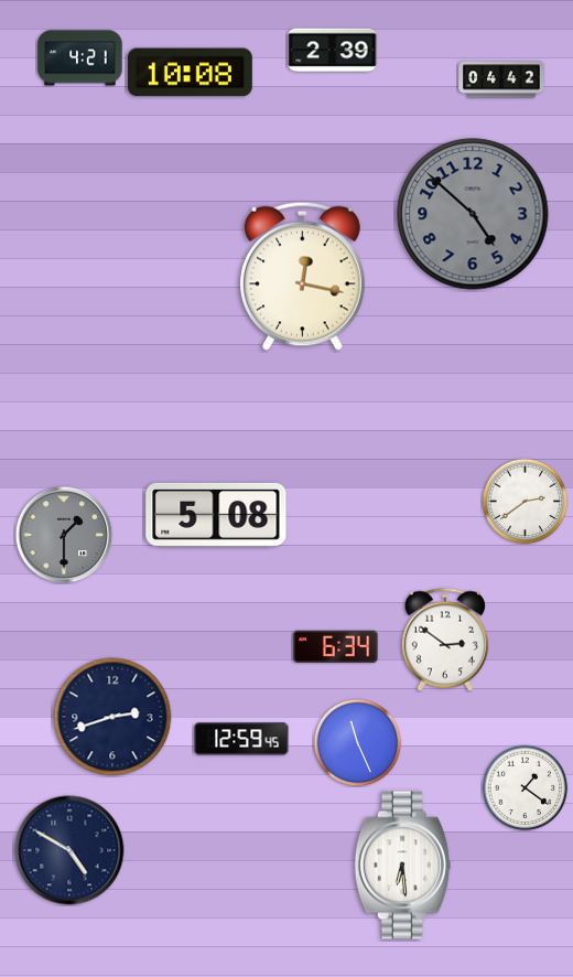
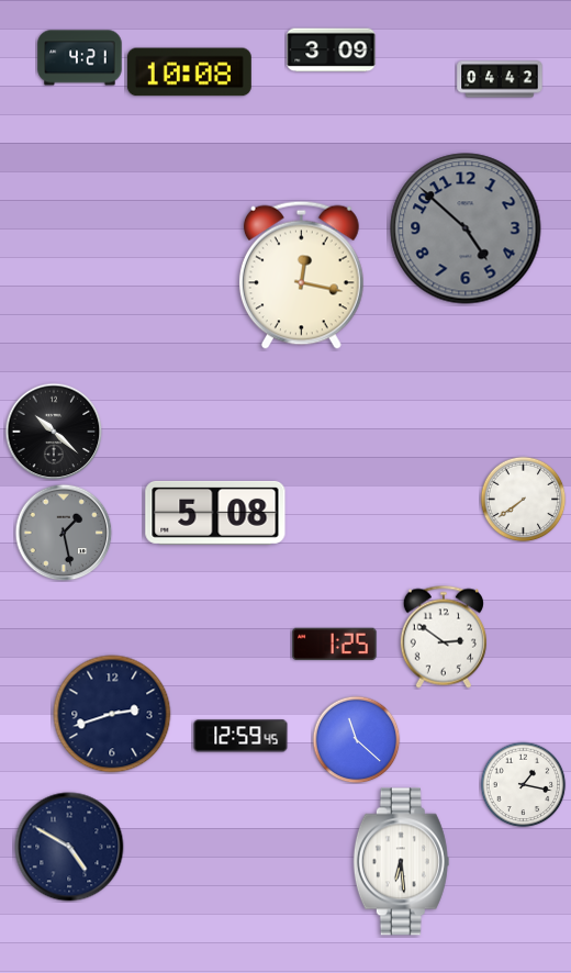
clock at (333, 51): 2:39 -> 3:09
clock at (473, 214) position: (473, 214) -> (466, 228)
clock at (54, 432): none -> 10:22
clock at (525, 501): 2:39 -> 7:39
clock at (64, 535): 1:30 -> 1:28
clock at (336, 646): 6:34 -> 1:25
clock at (357, 742): 11:26 -> 11:22
clock at (525, 787): 1:21 -> 1:17
